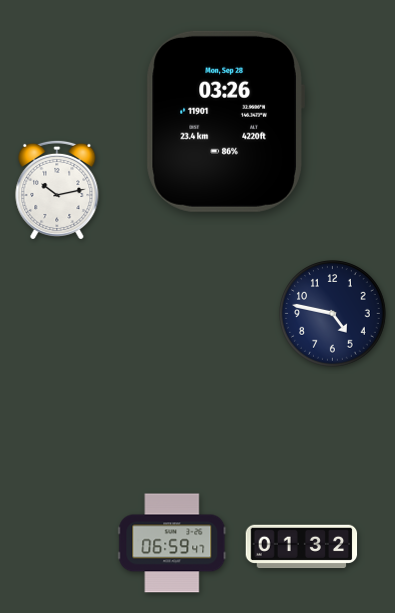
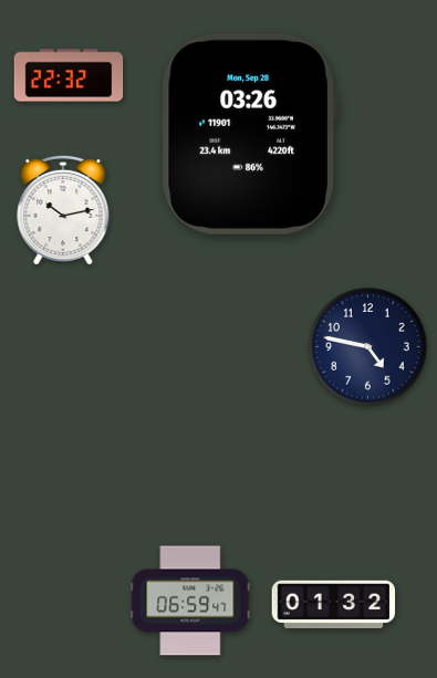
clock at (69, 75): none -> 22:32
